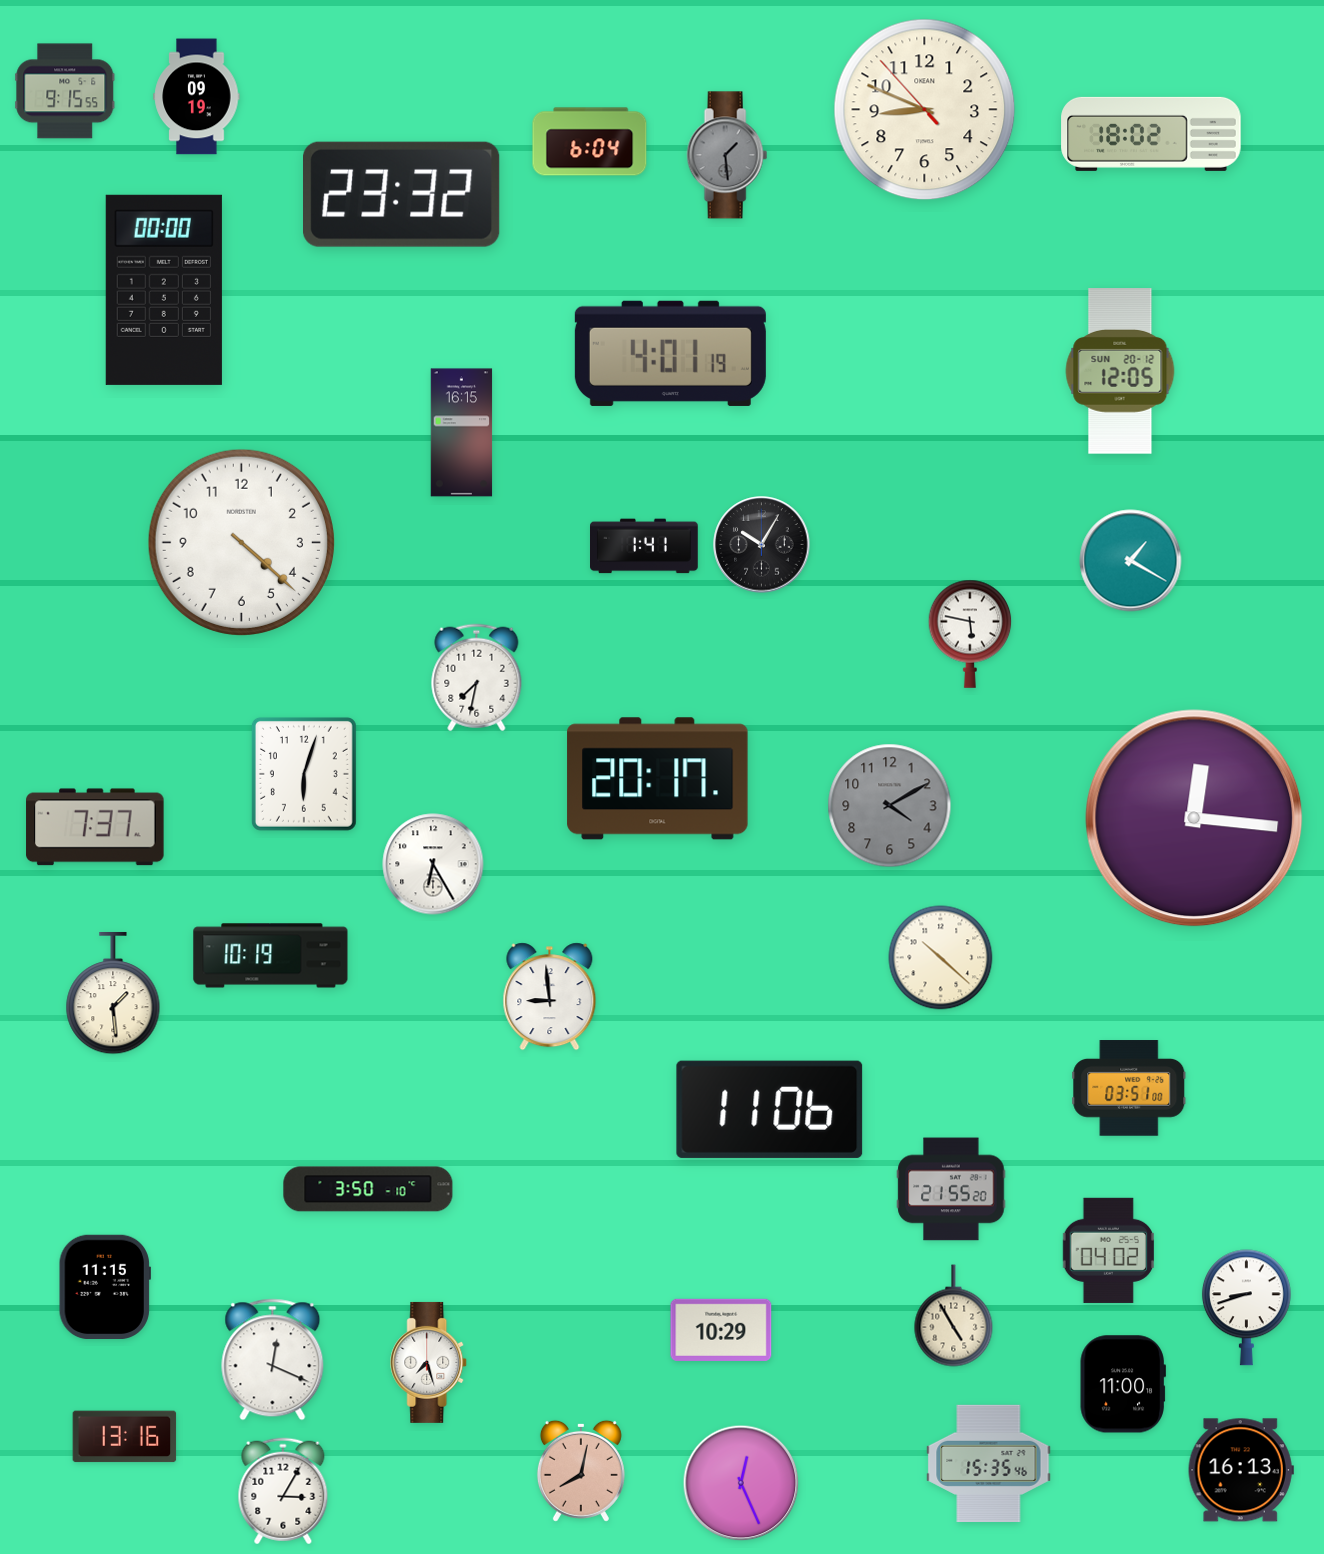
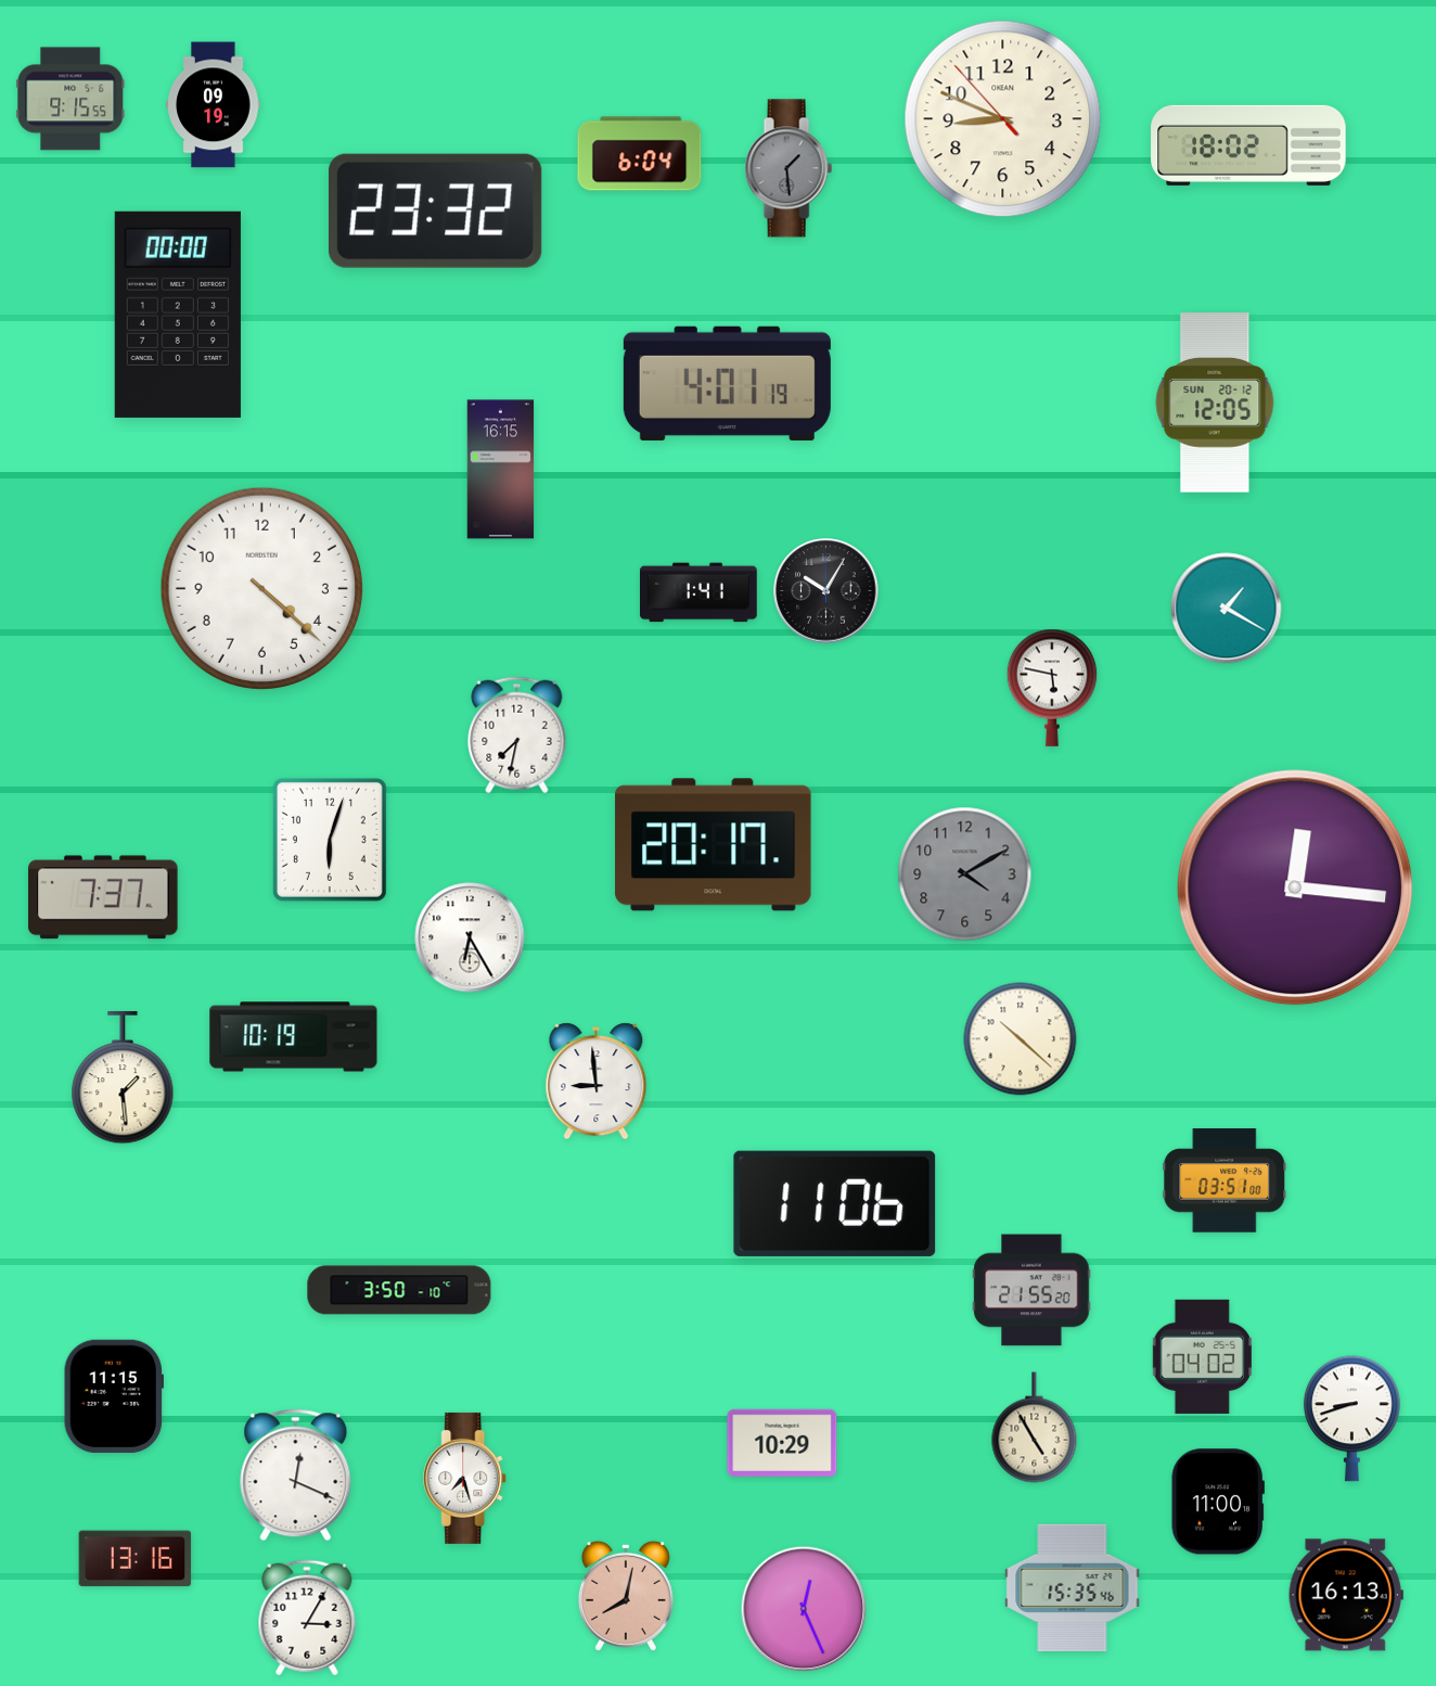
clock at (581, 1471) position: (581, 1471) -> (626, 1596)
